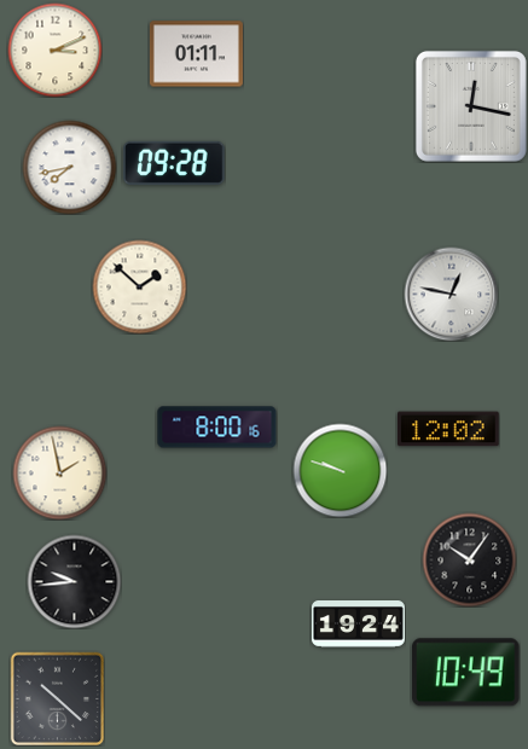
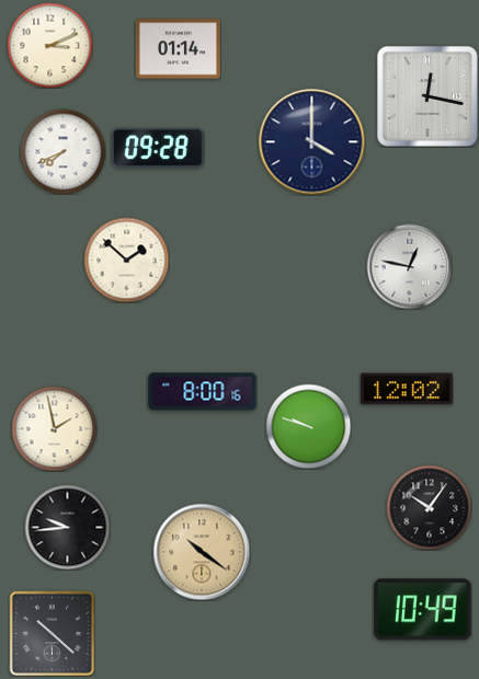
clock at (196, 54): 01:11 -> 01:14
clock at (312, 142): none -> 4:00
clock at (69, 167): 7:43 -> 7:41
clock at (217, 428) position: (217, 428) -> (203, 392)
clock at (469, 559) position: (469, 559) -> (429, 507)
clock at (202, 552): none -> 10:21
clock at (358, 625): 19:24 -> none
